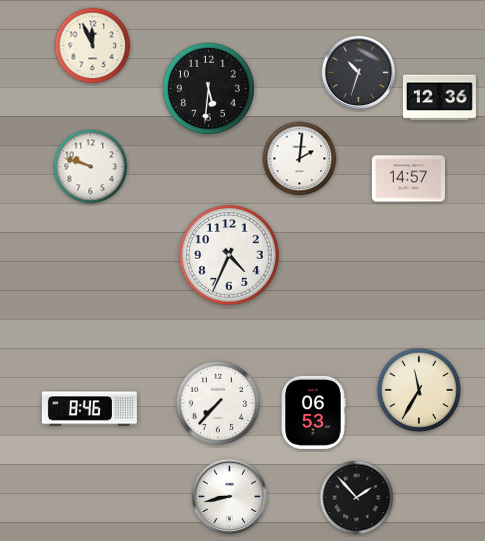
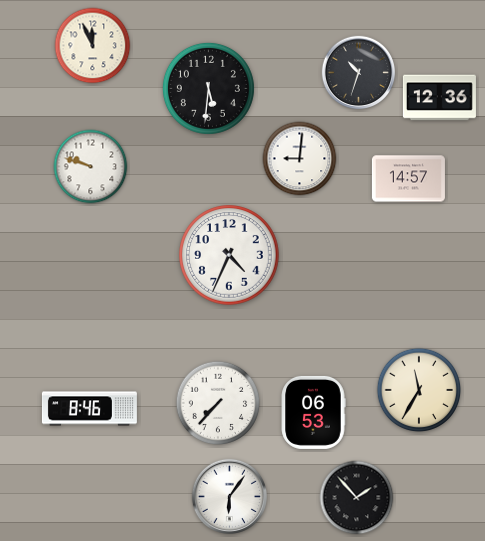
clock at (300, 159): 2:01 -> 9:01
clock at (229, 496): 8:43 -> 6:06
